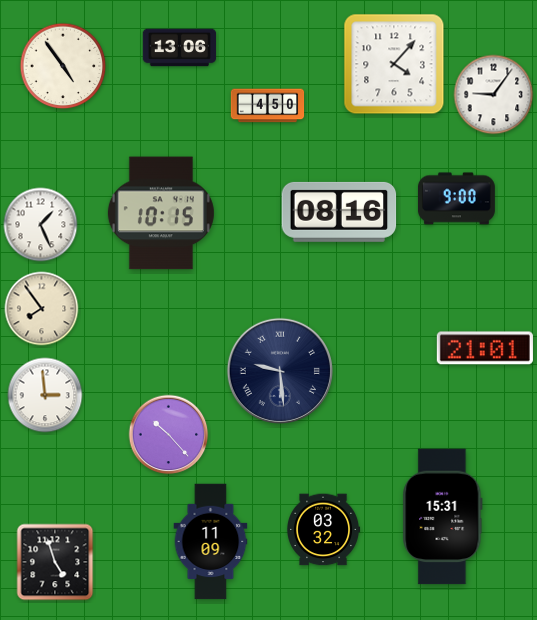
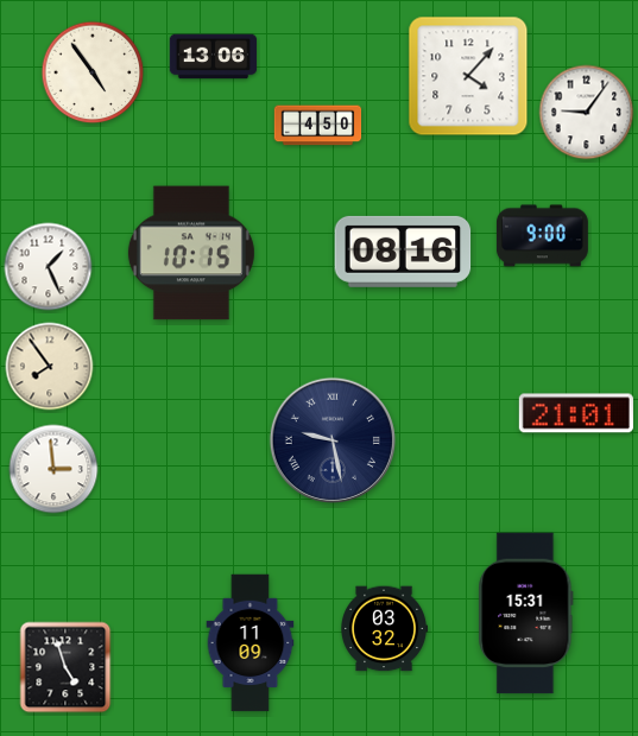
clock at (63, 66) position: (63, 66) -> (93, 72)
clock at (280, 371): 9:29 -> 9:28
clock at (169, 435): 10:23 -> none
